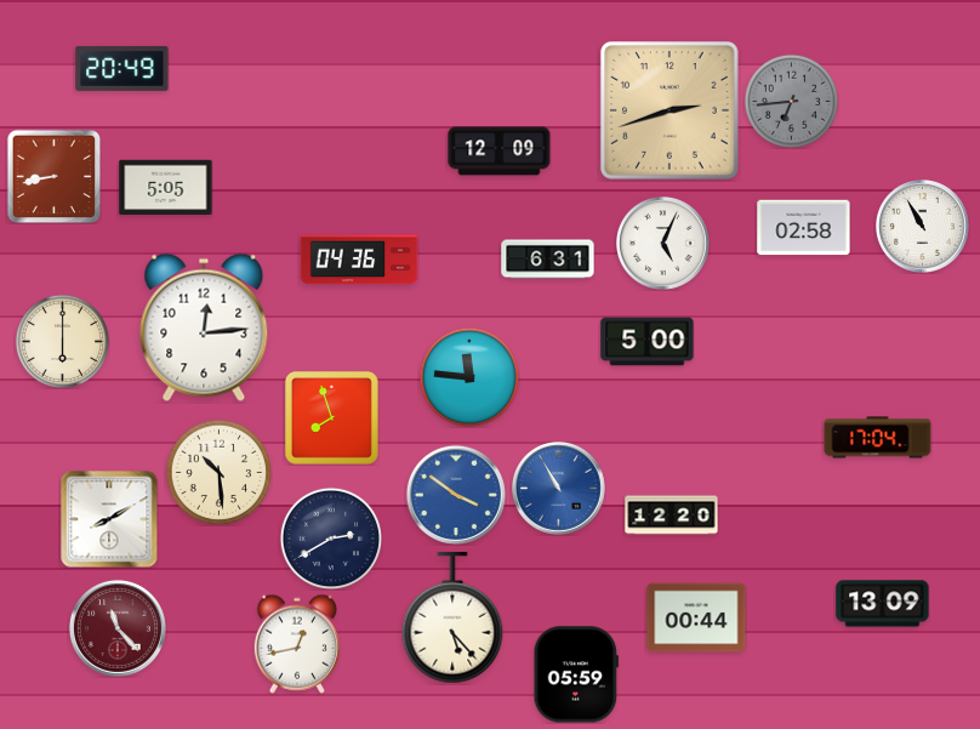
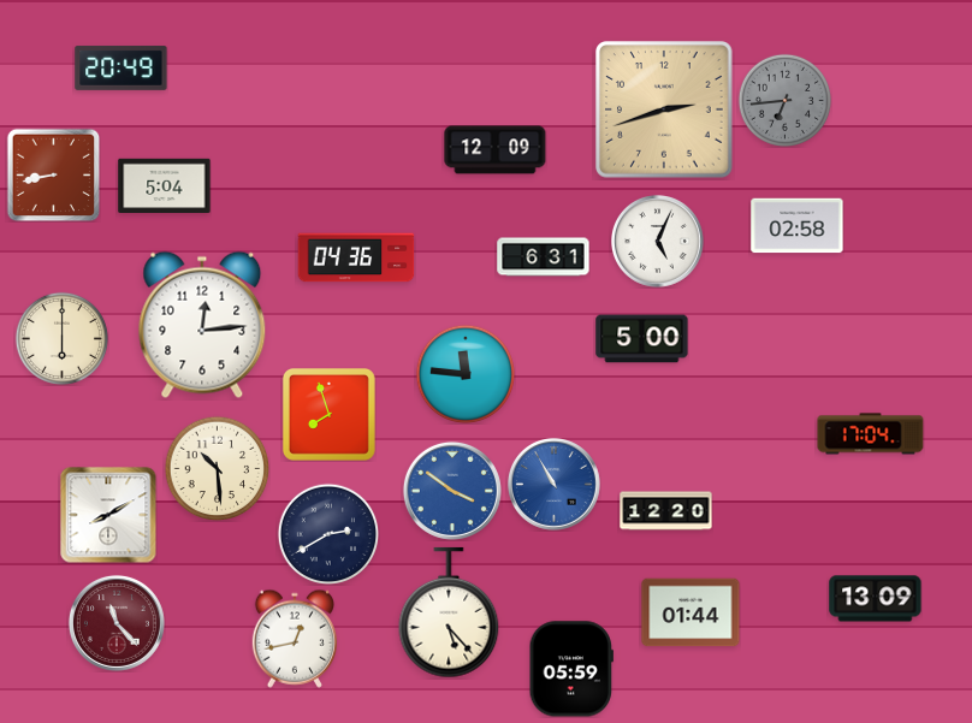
clock at (166, 188): 5:05 -> 5:04
clock at (923, 227): 10:55 -> none
clock at (696, 617): 00:44 -> 01:44
